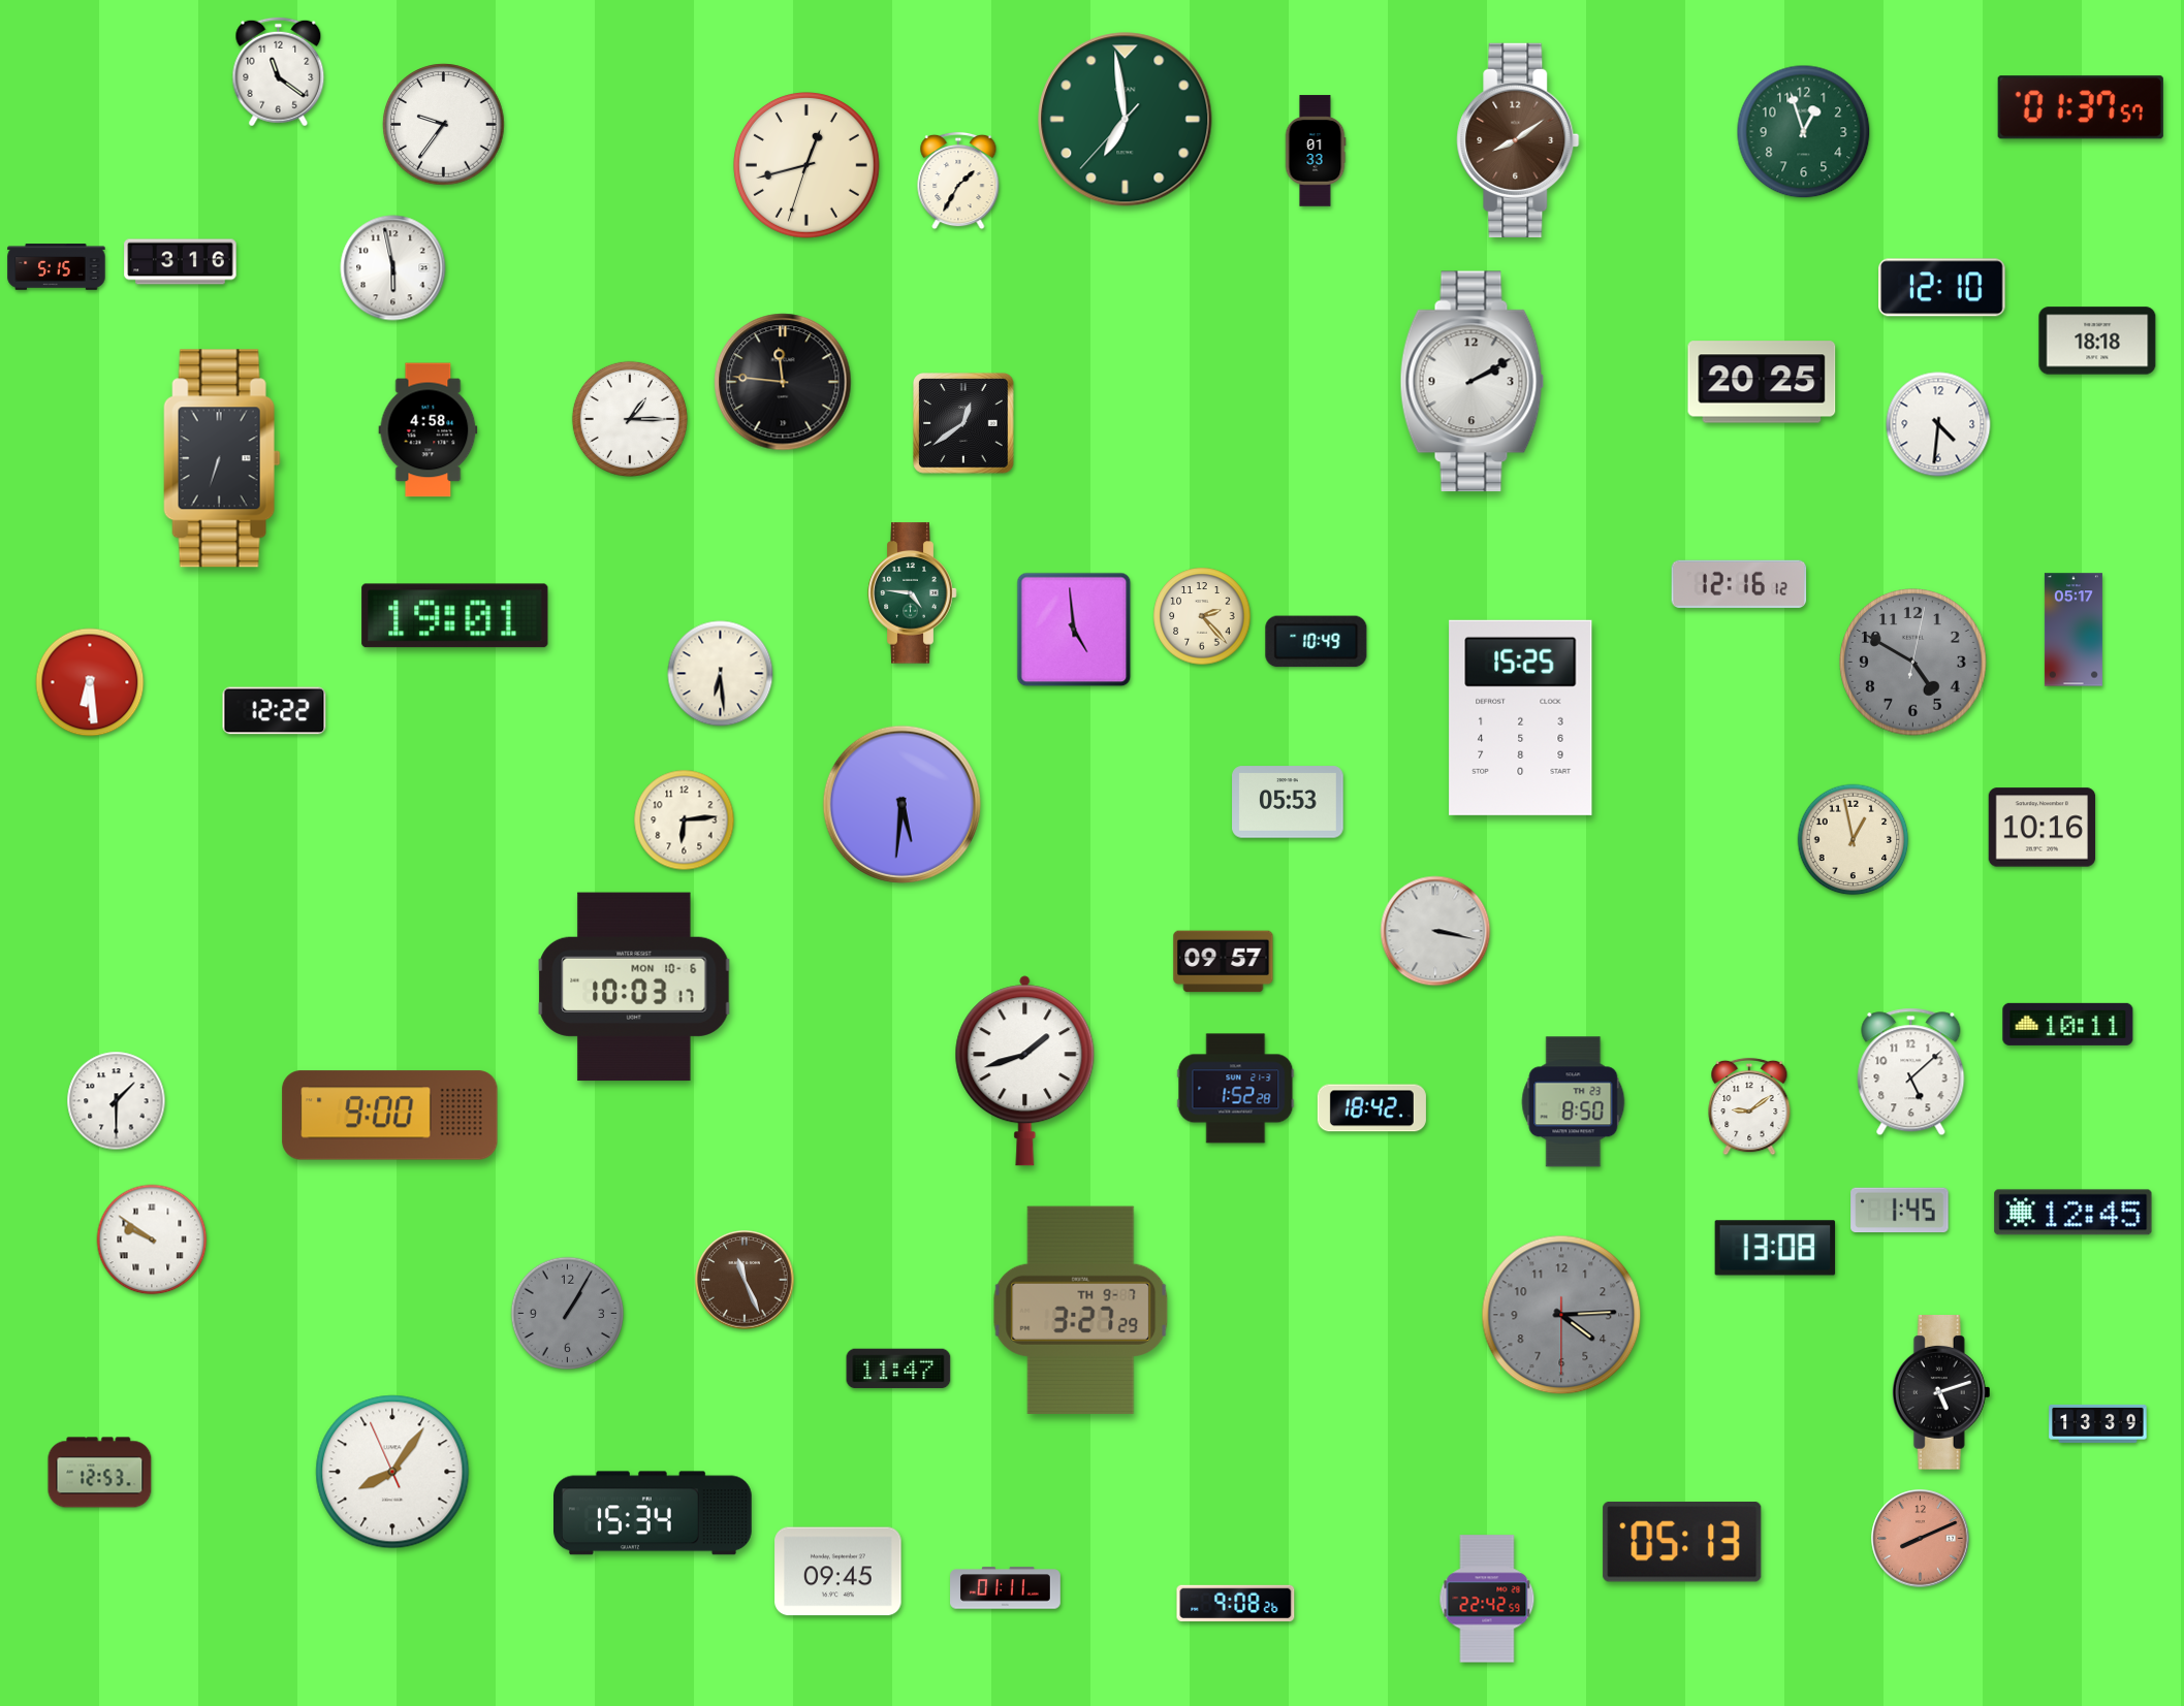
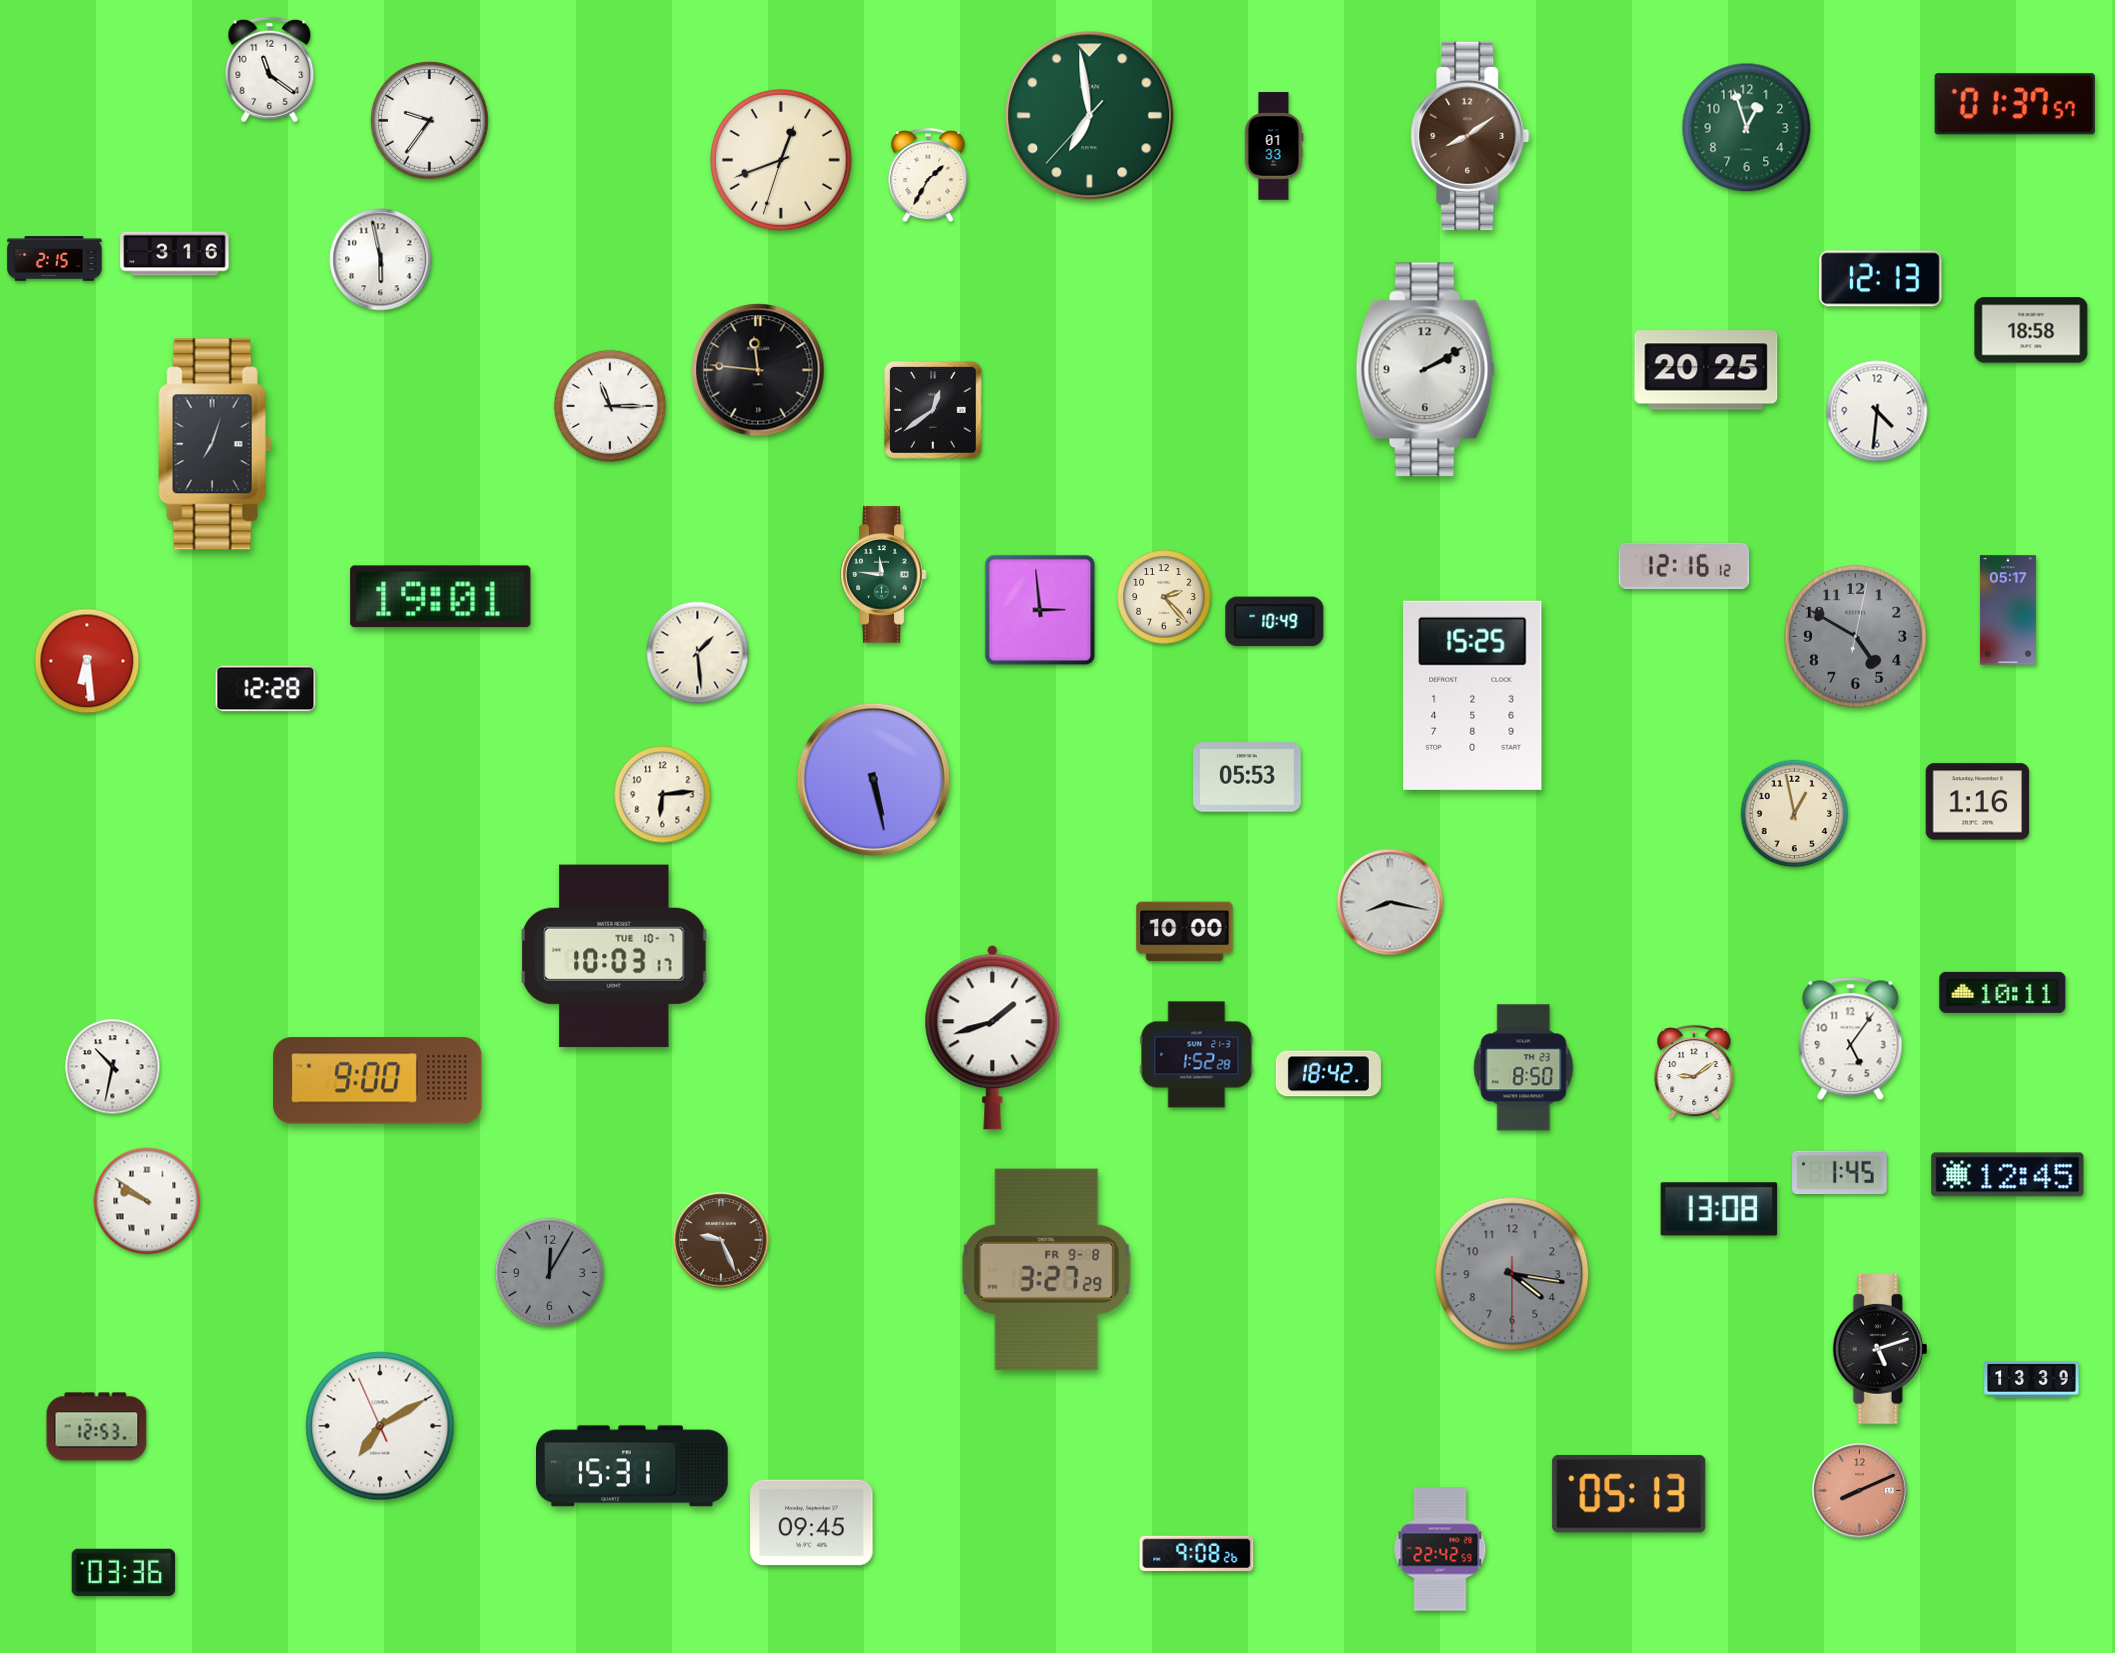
clock at (808, 166): 12:42 -> 12:41
clock at (57, 267): 5:15 -> 2:15
clock at (1942, 288): 12:10 -> 12:13
clock at (2097, 341): 18:18 -> 18:58
clock at (630, 419): 1:15 -> 11:15
clock at (429, 430): 4:58 -> none
clock at (222, 458): 6:33 -> 7:03
clock at (913, 593): 4:46 -> 11:46
clock at (1074, 630): 4:59 -> 2:59
clock at (1913, 663) position: (1913, 663) -> (1856, 637)
clock at (721, 674): 6:29 -> 1:29
clock at (275, 711): 12:22 -> 12:28
clock at (901, 804): 5:31 -> 5:28
clock at (2043, 828): 10:16 -> 1:16
clock at (1435, 931): 3:17 -> 8:17
clock at (1224, 962): 09:57 -> 10:00
clock at (634, 987) date: MON 10-6 -> TUE 10-7
clock at (1911, 1072): 5:08 -> 5:06
clock at (117, 1101): 1:30 -> 10:32
clock at (745, 1280): 11:26 -> 9:26
clock at (1081, 1310) date: TH 9-7 -> FR 9-8
clock at (568, 1314): 1:05 -> 12:05
clock at (1561, 1315): 4:14 -> 4:16
clock at (898, 1369): 11:47 -> none
clock at (392, 1472): 8:05 -> 7:09
clock at (654, 1513): 15:34 -> 15:31
clock at (1006, 1588): 01:11 -> none
clock at (124, 1572): none -> 03:36
